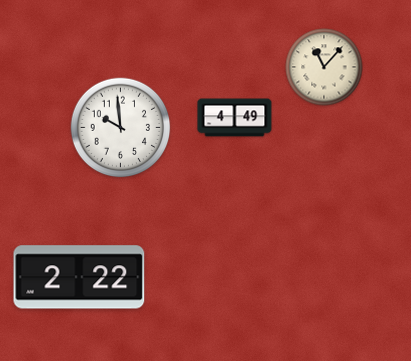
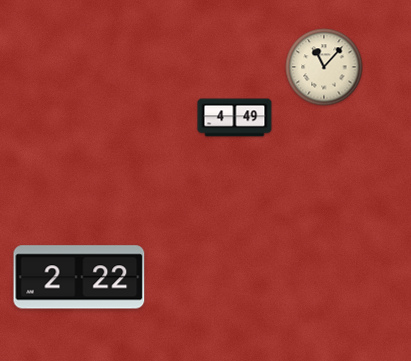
clock at (121, 128): 9:59 -> none
